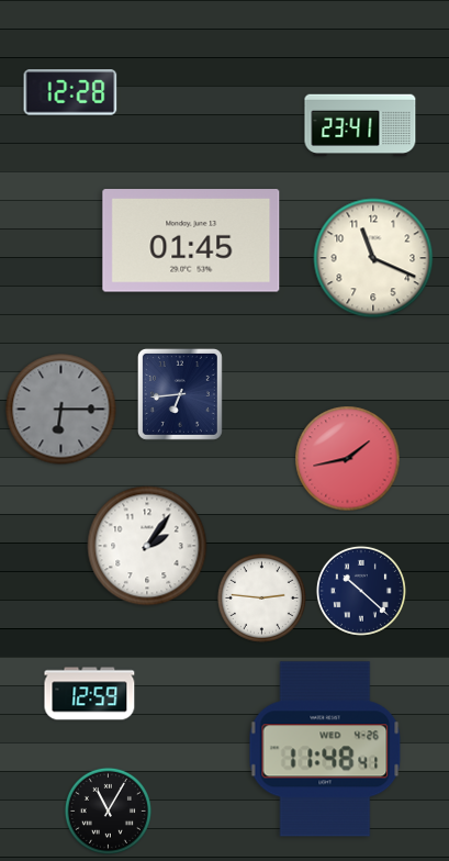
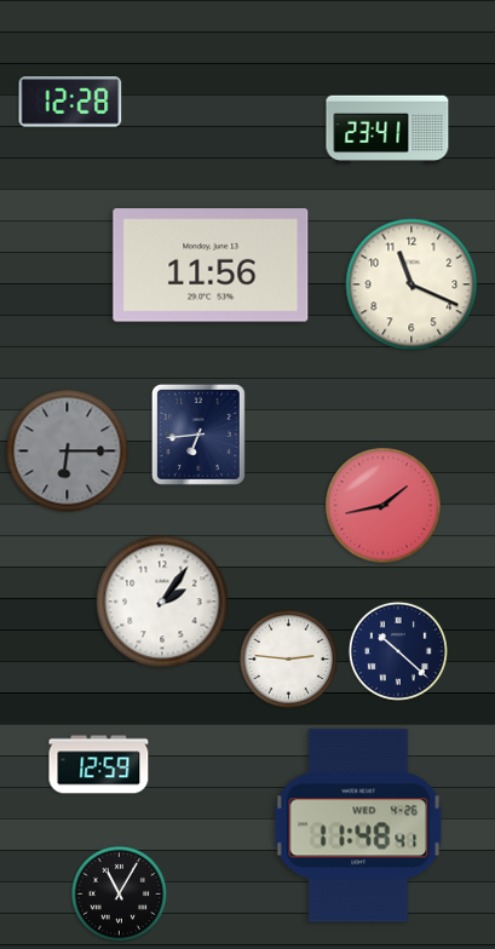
clock at (70, 92) position: (70, 92) -> (70, 102)
clock at (360, 125) position: (360, 125) -> (387, 130)
clock at (191, 241): 01:45 -> 11:56
